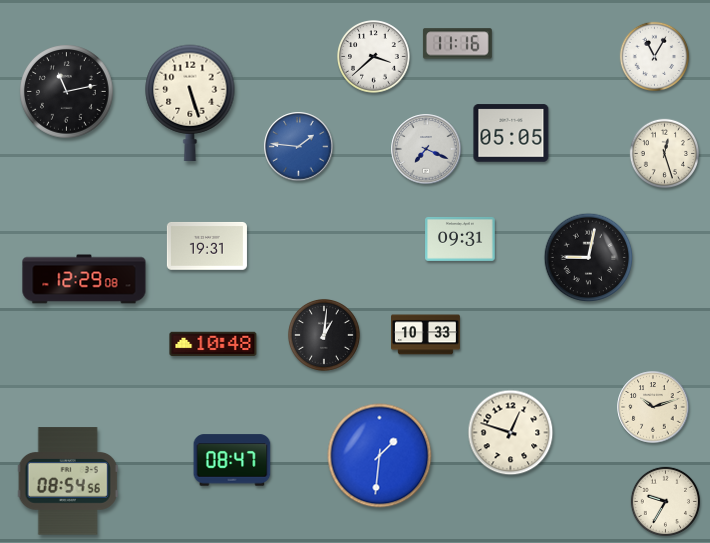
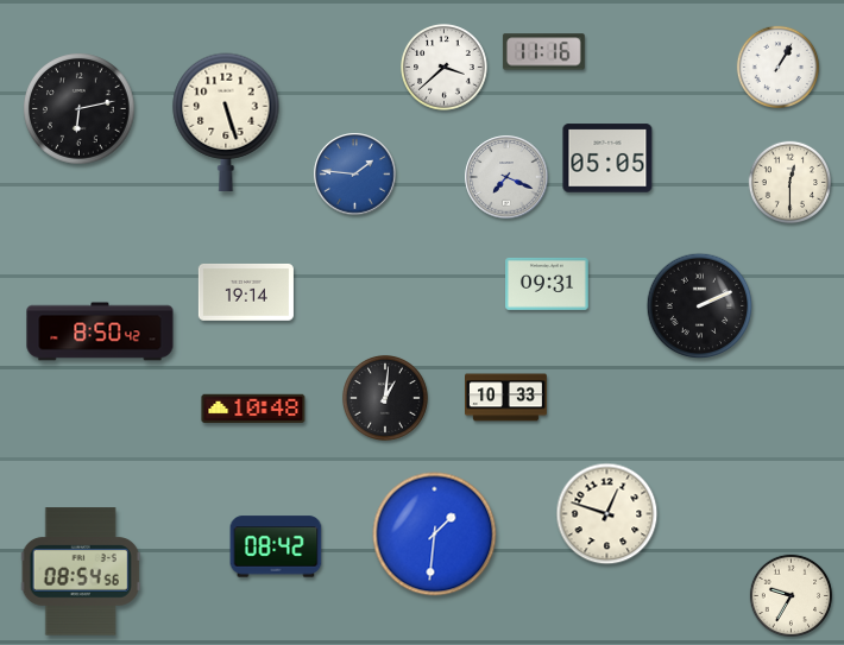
clock at (654, 56): 11:05 -> 1:05
clock at (67, 92): 11:13 -> 6:13
clock at (664, 153): 12:27 -> 12:30
clock at (207, 246): 19:31 -> 19:14
clock at (589, 258): 9:02 -> 2:11
clock at (84, 279): 12:29 -> 8:50
clock at (653, 407): 10:12 -> none
clock at (380, 456) position: (380, 456) -> (435, 535)
clock at (232, 460): 08:47 -> 08:42
